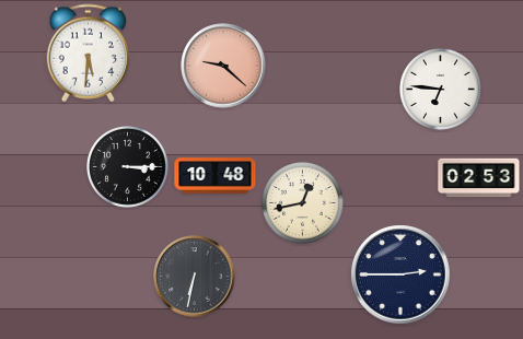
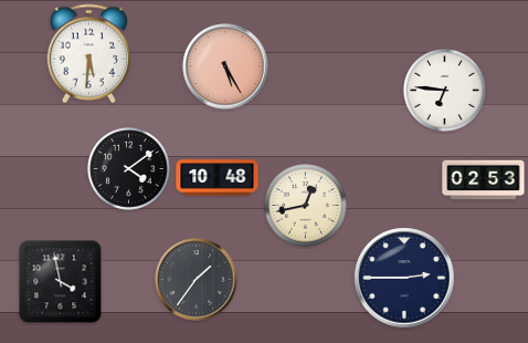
clock at (223, 66): 9:22 -> 5:25
clock at (128, 167): 3:15 -> 4:09
clock at (195, 277): 6:32 -> 1:36
clock at (61, 282): none -> 3:58
